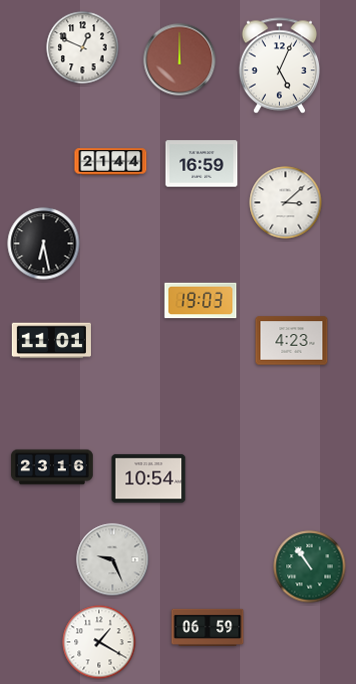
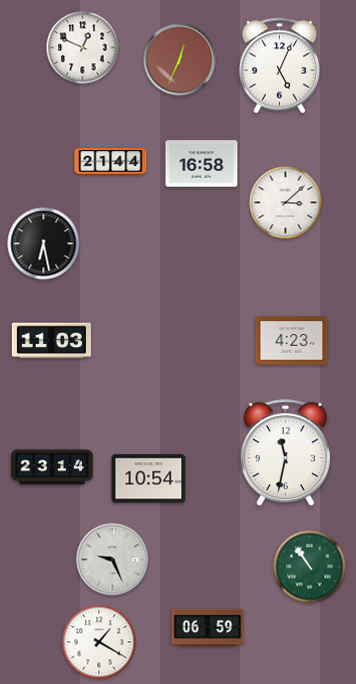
clock at (180, 60): 12:00 -> 12:34
clock at (202, 164): 16:59 -> 16:58
clock at (201, 301): 19:03 -> none
clock at (51, 341): 11:01 -> 11:03
clock at (285, 453): none -> 11:32
clock at (52, 467): 23:16 -> 23:14
